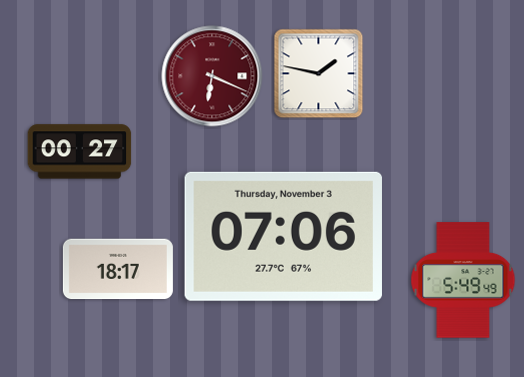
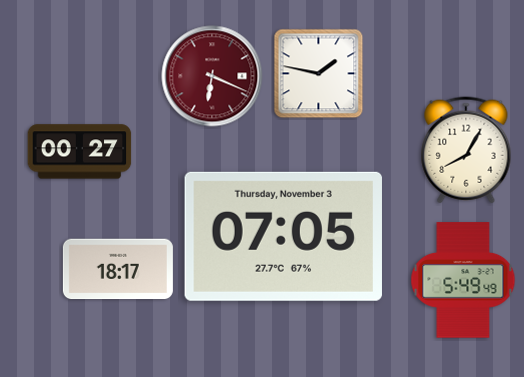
clock at (466, 150): none -> 8:05
clock at (283, 236): 07:06 -> 07:05
